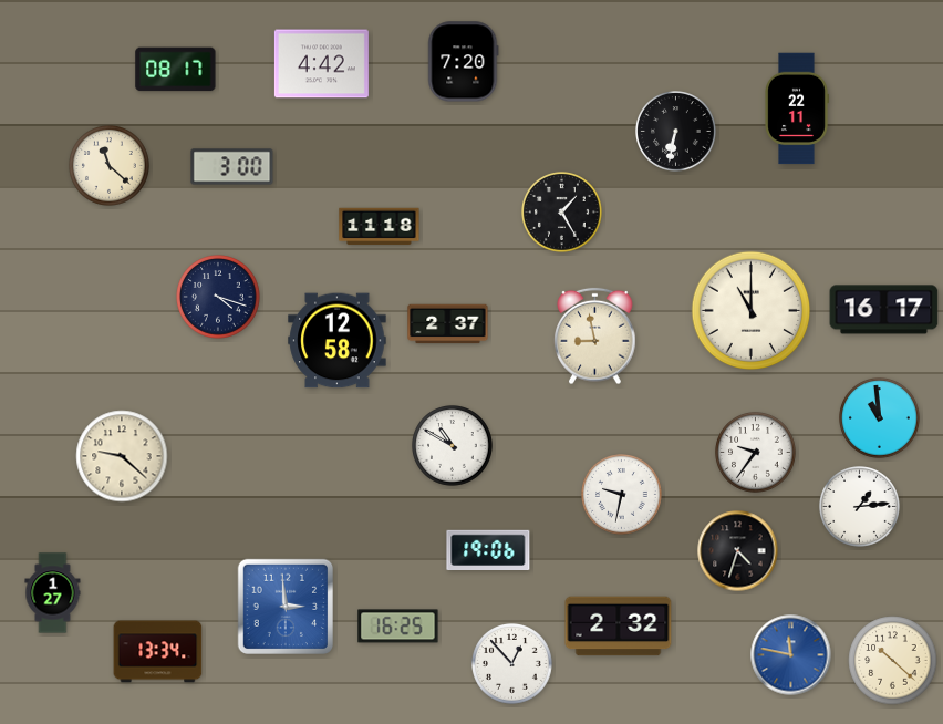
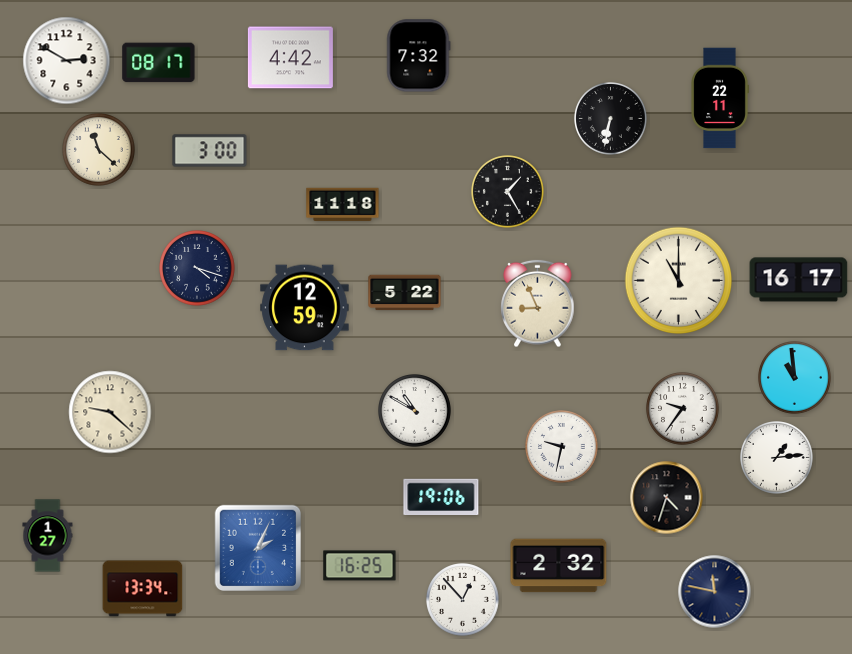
clock at (464, 62): 7:20 -> 7:32
clock at (67, 61): none -> 2:50
clock at (448, 324): 2:37 -> 5:22
clock at (595, 337): 8:58 -> 8:56
clock at (338, 341): 12:58 -> 12:59
clock at (453, 446) position: (453, 446) -> (415, 411)
clock at (284, 606): 2:59 -> 2:04
clock at (791, 655) dial: blue -> navy
clock at (893, 661): 10:22 -> none
